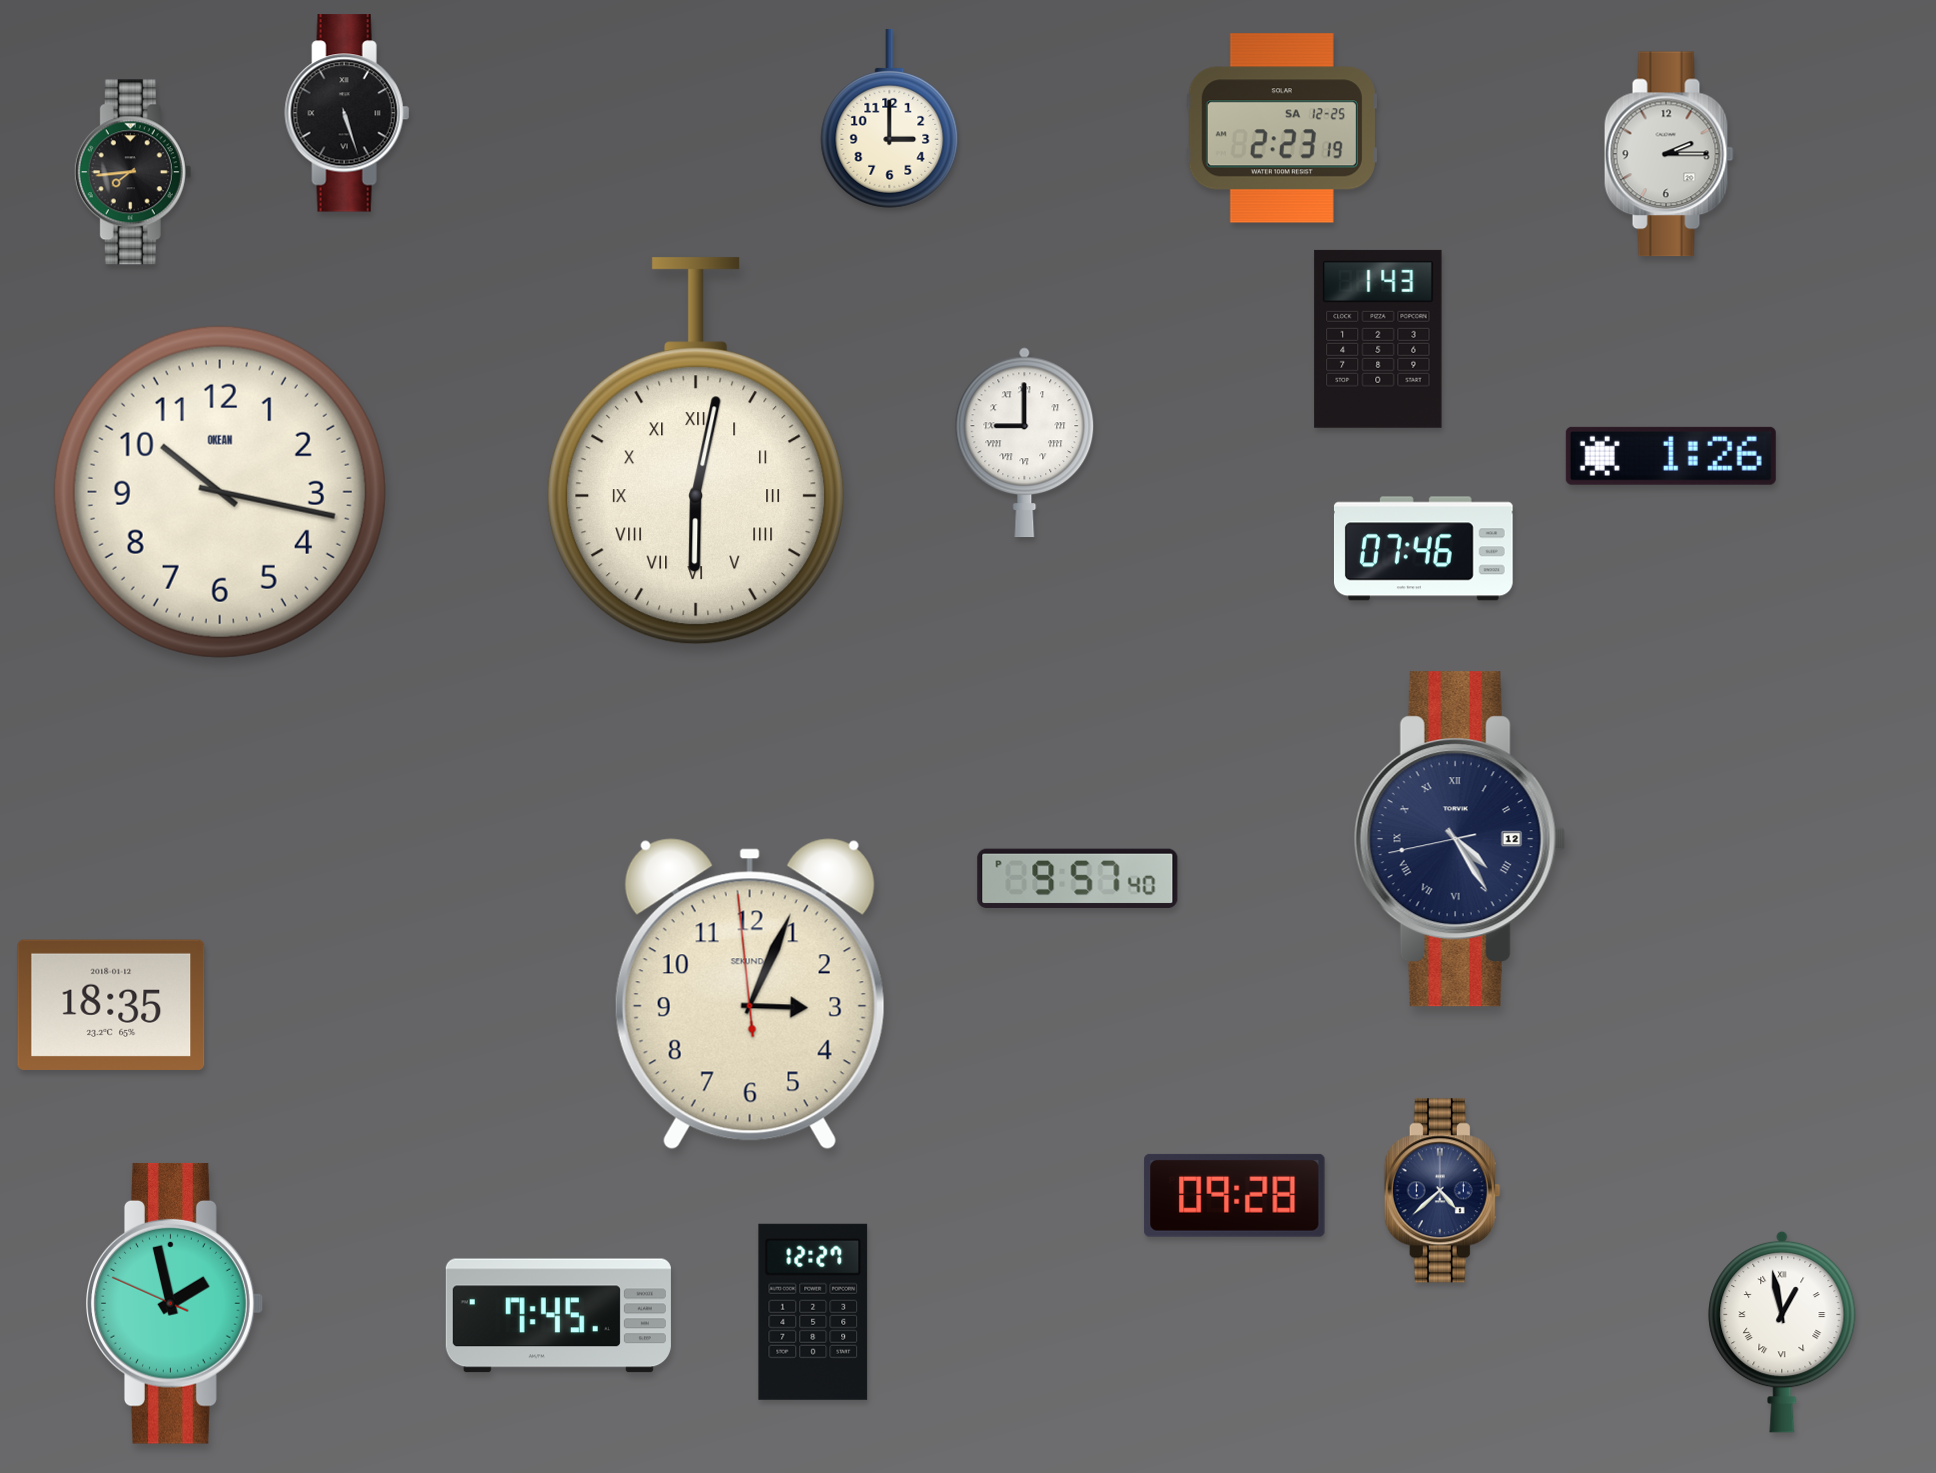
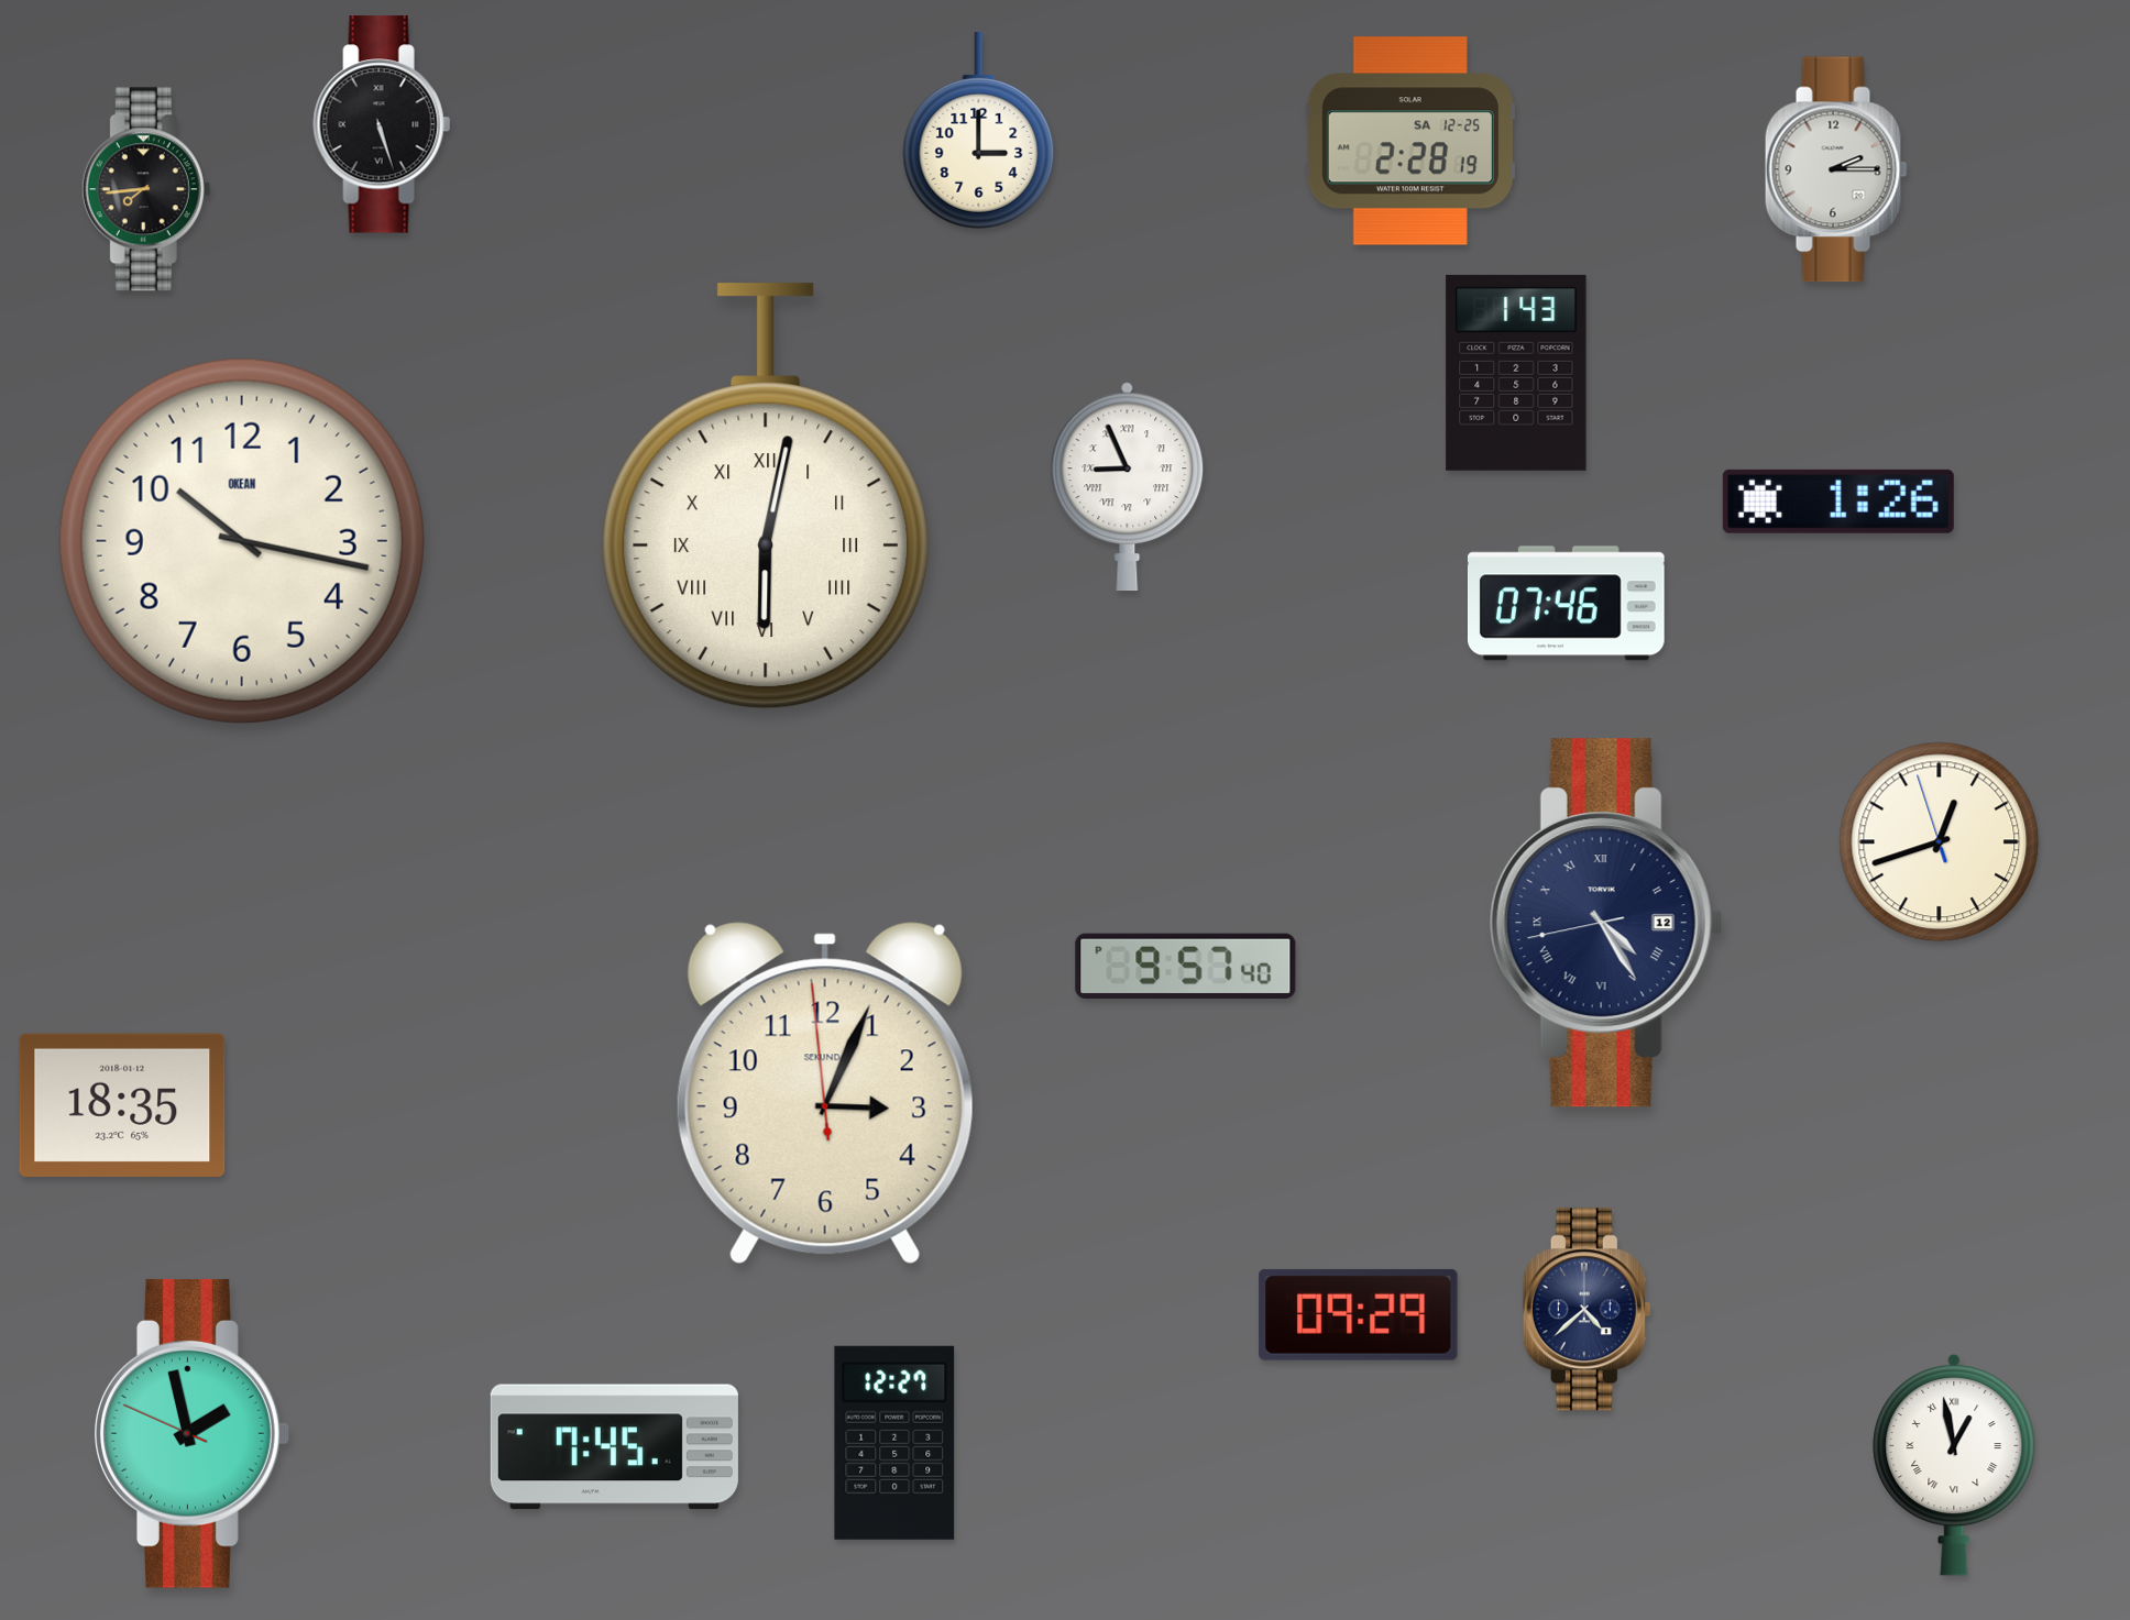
clock at (1282, 128): 2:23 -> 2:28
clock at (1025, 443): 9:00 -> 8:56
clock at (1940, 842): none -> 12:41
clock at (1235, 1195): 09:28 -> 09:29
clock at (1782, 1332) position: (1782, 1332) -> (1954, 1465)
